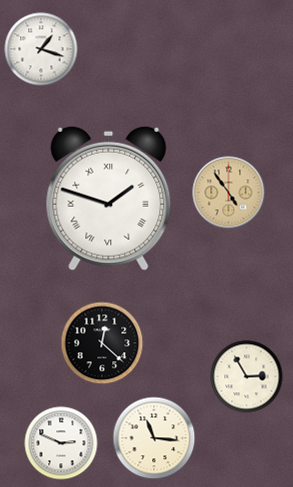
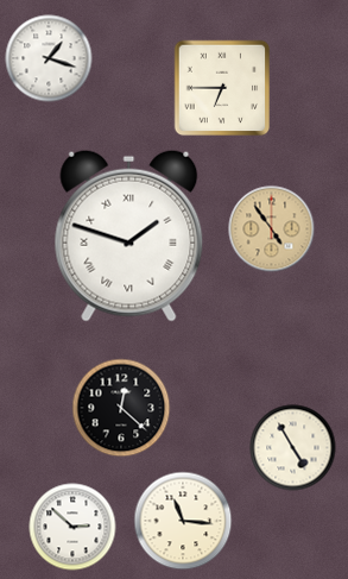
clock at (222, 88): none -> 6:45
clock at (247, 377): 2:55 -> 4:55
clock at (61, 443): 2:49 -> 2:52
